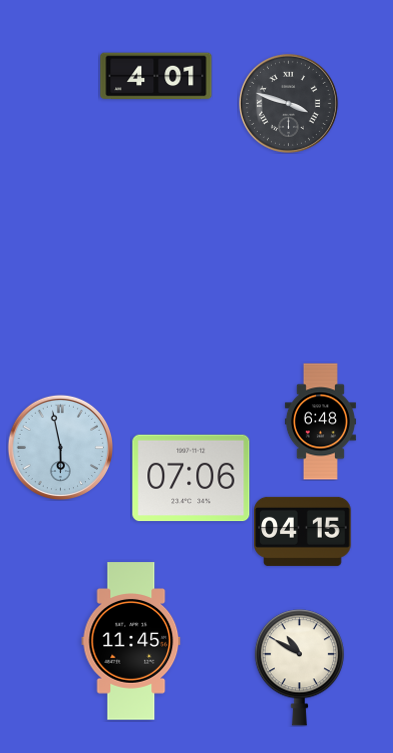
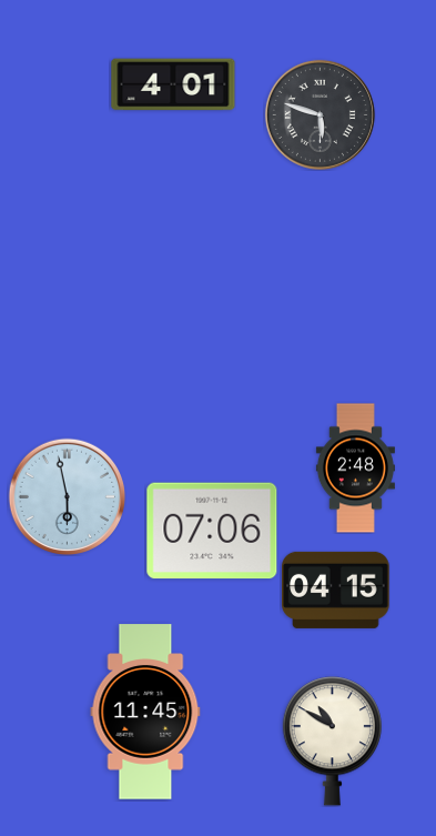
clock at (288, 103): 3:48 -> 5:48
clock at (320, 422): 6:48 -> 2:48
